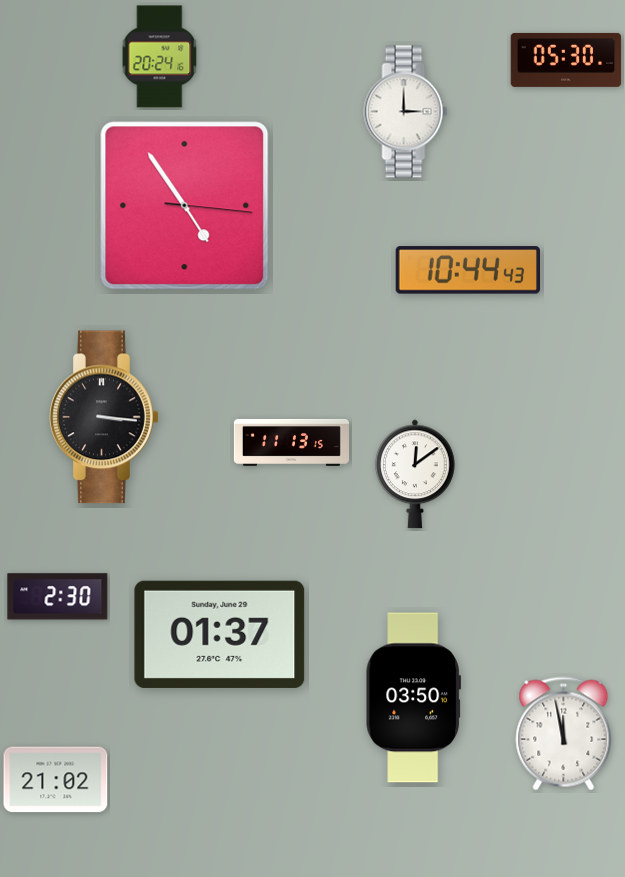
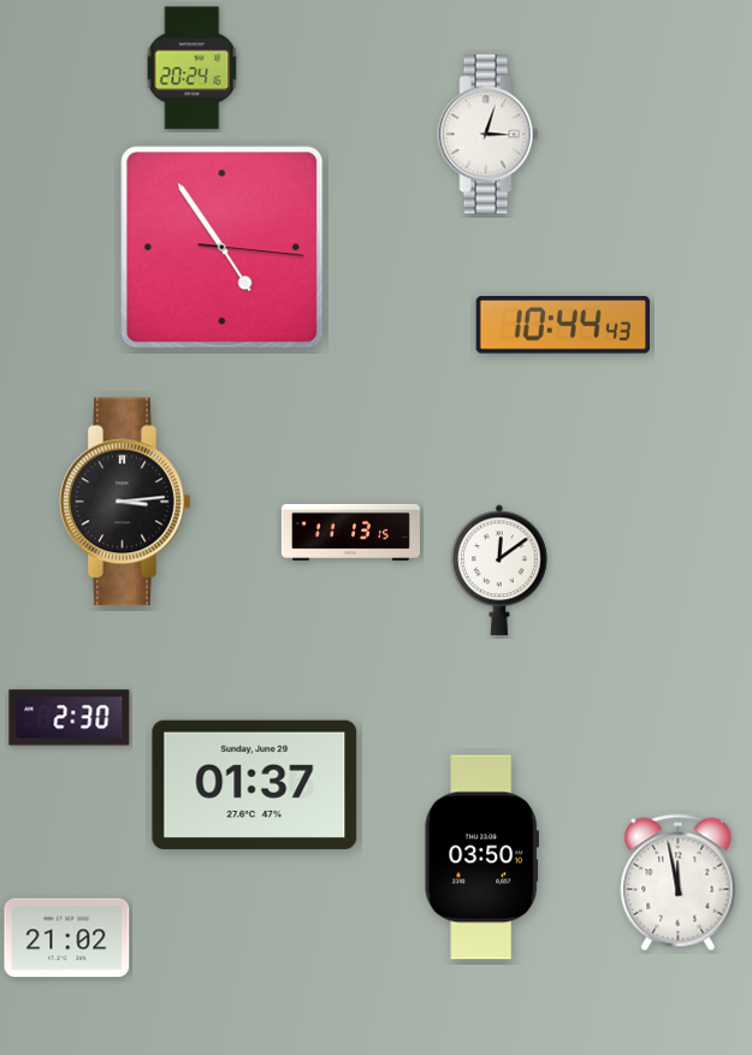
clock at (566, 60): 05:30 -> none
clock at (406, 112): 3:00 -> 3:03
clock at (104, 417): 3:16 -> 3:14
clock at (220, 634) position: (220, 634) -> (255, 784)
clock at (413, 698) position: (413, 698) -> (481, 858)
